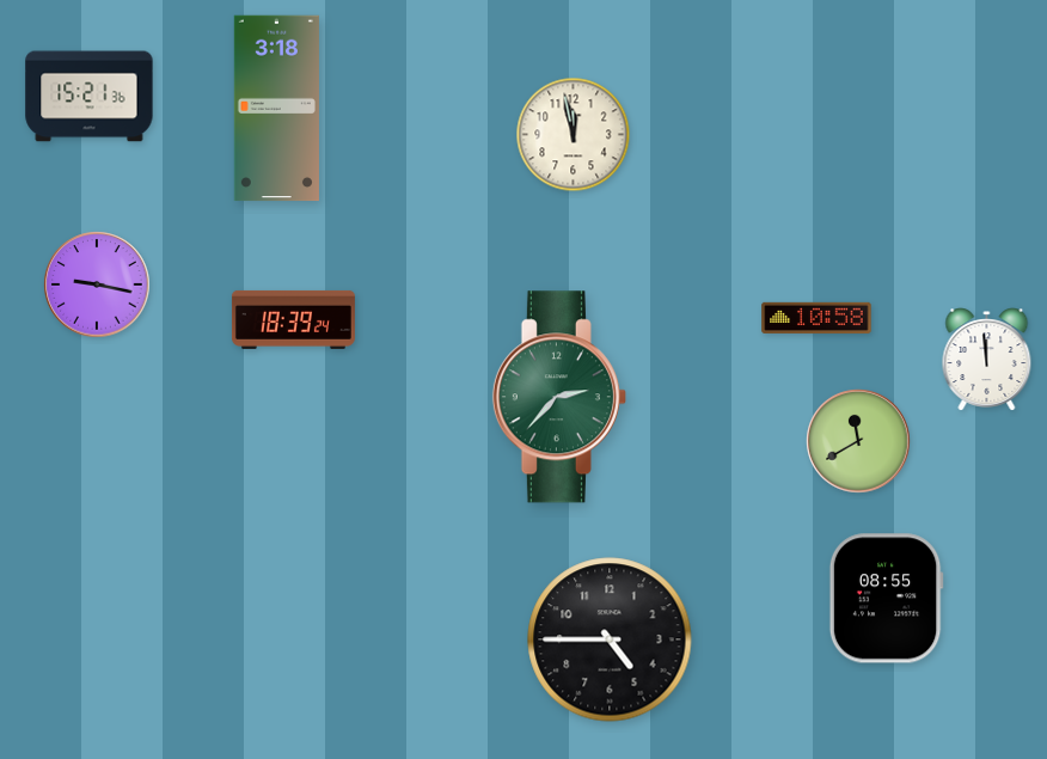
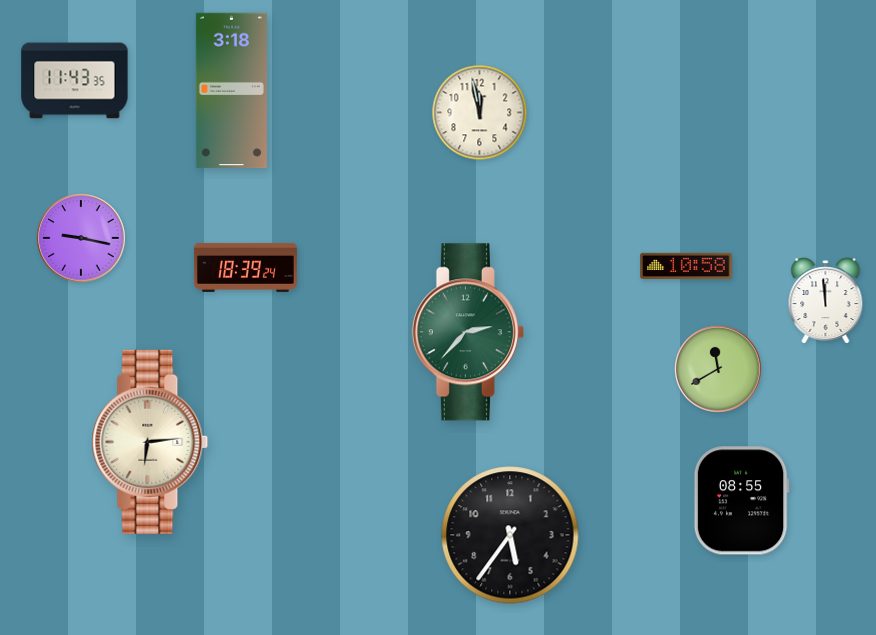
clock at (90, 97): 15:21 -> 11:43
clock at (816, 318) position: (816, 318) -> (686, 266)
clock at (150, 442): none -> 6:14
clock at (610, 639): 4:45 -> 5:36
